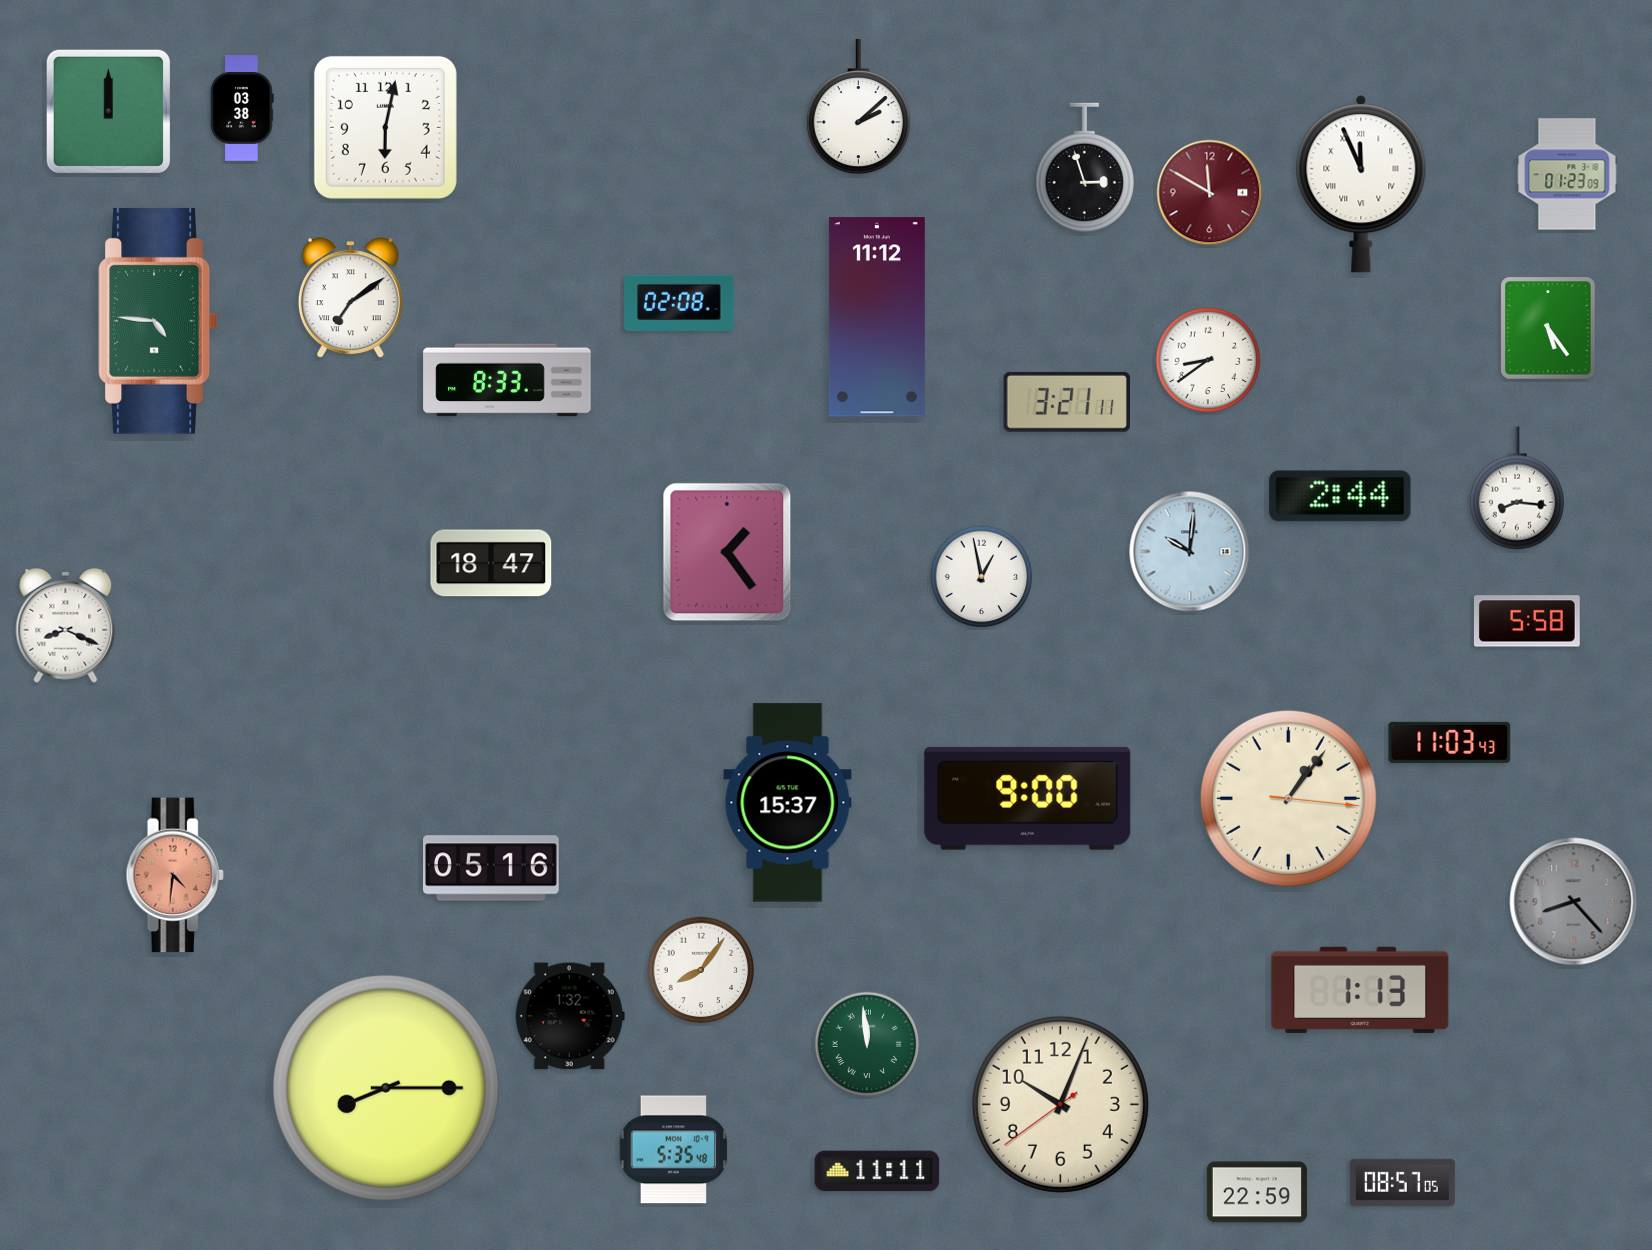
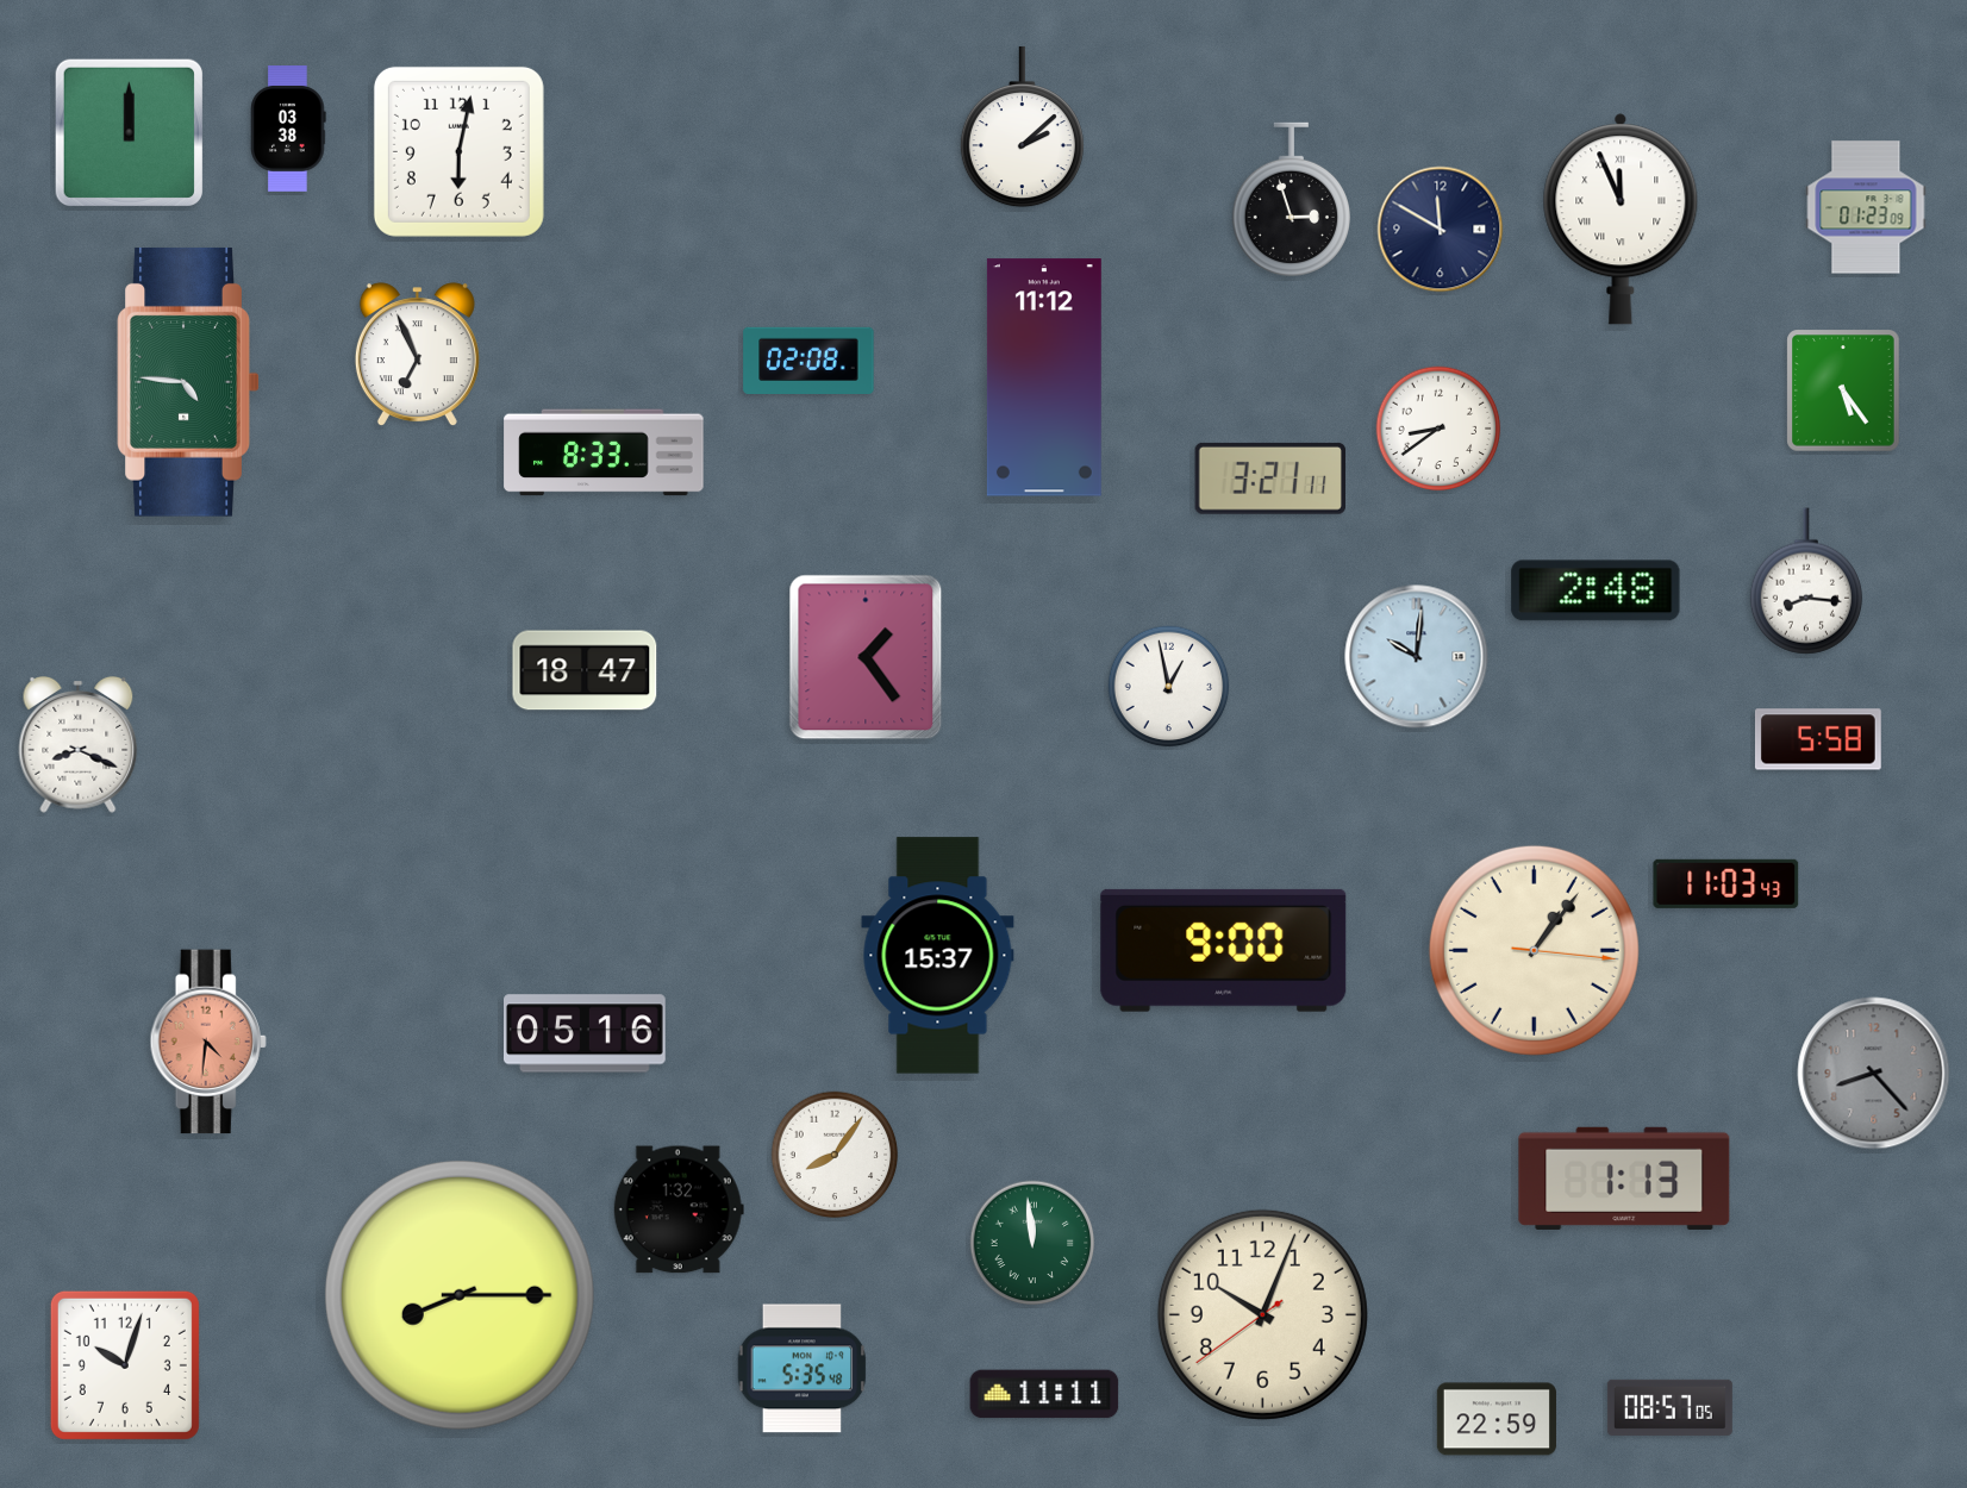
clock at (1210, 193) dial: burgundy -> navy
clock at (350, 298): 7:09 -> 6:56
clock at (1340, 496): 2:44 -> 2:48
clock at (1360, 990) position: (1360, 990) -> (1624, 1178)
clock at (125, 1365): none -> 10:03
